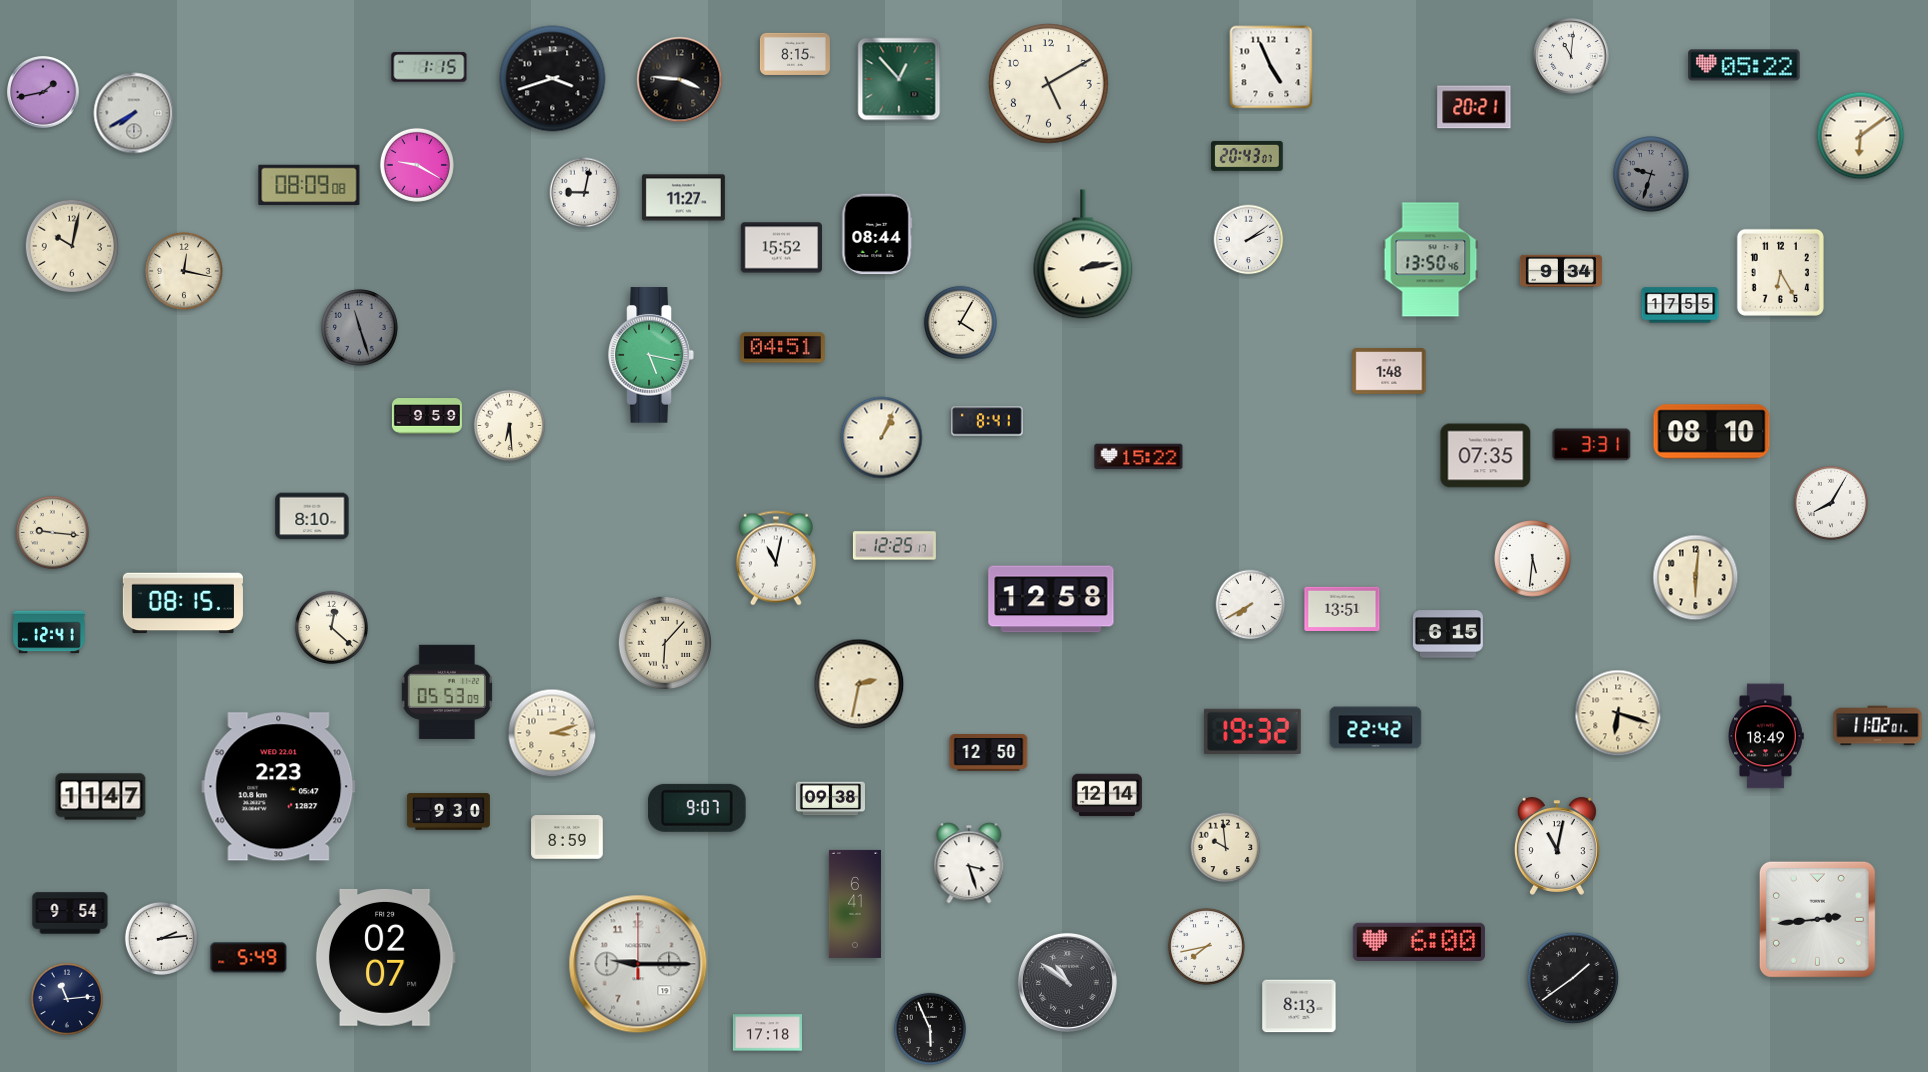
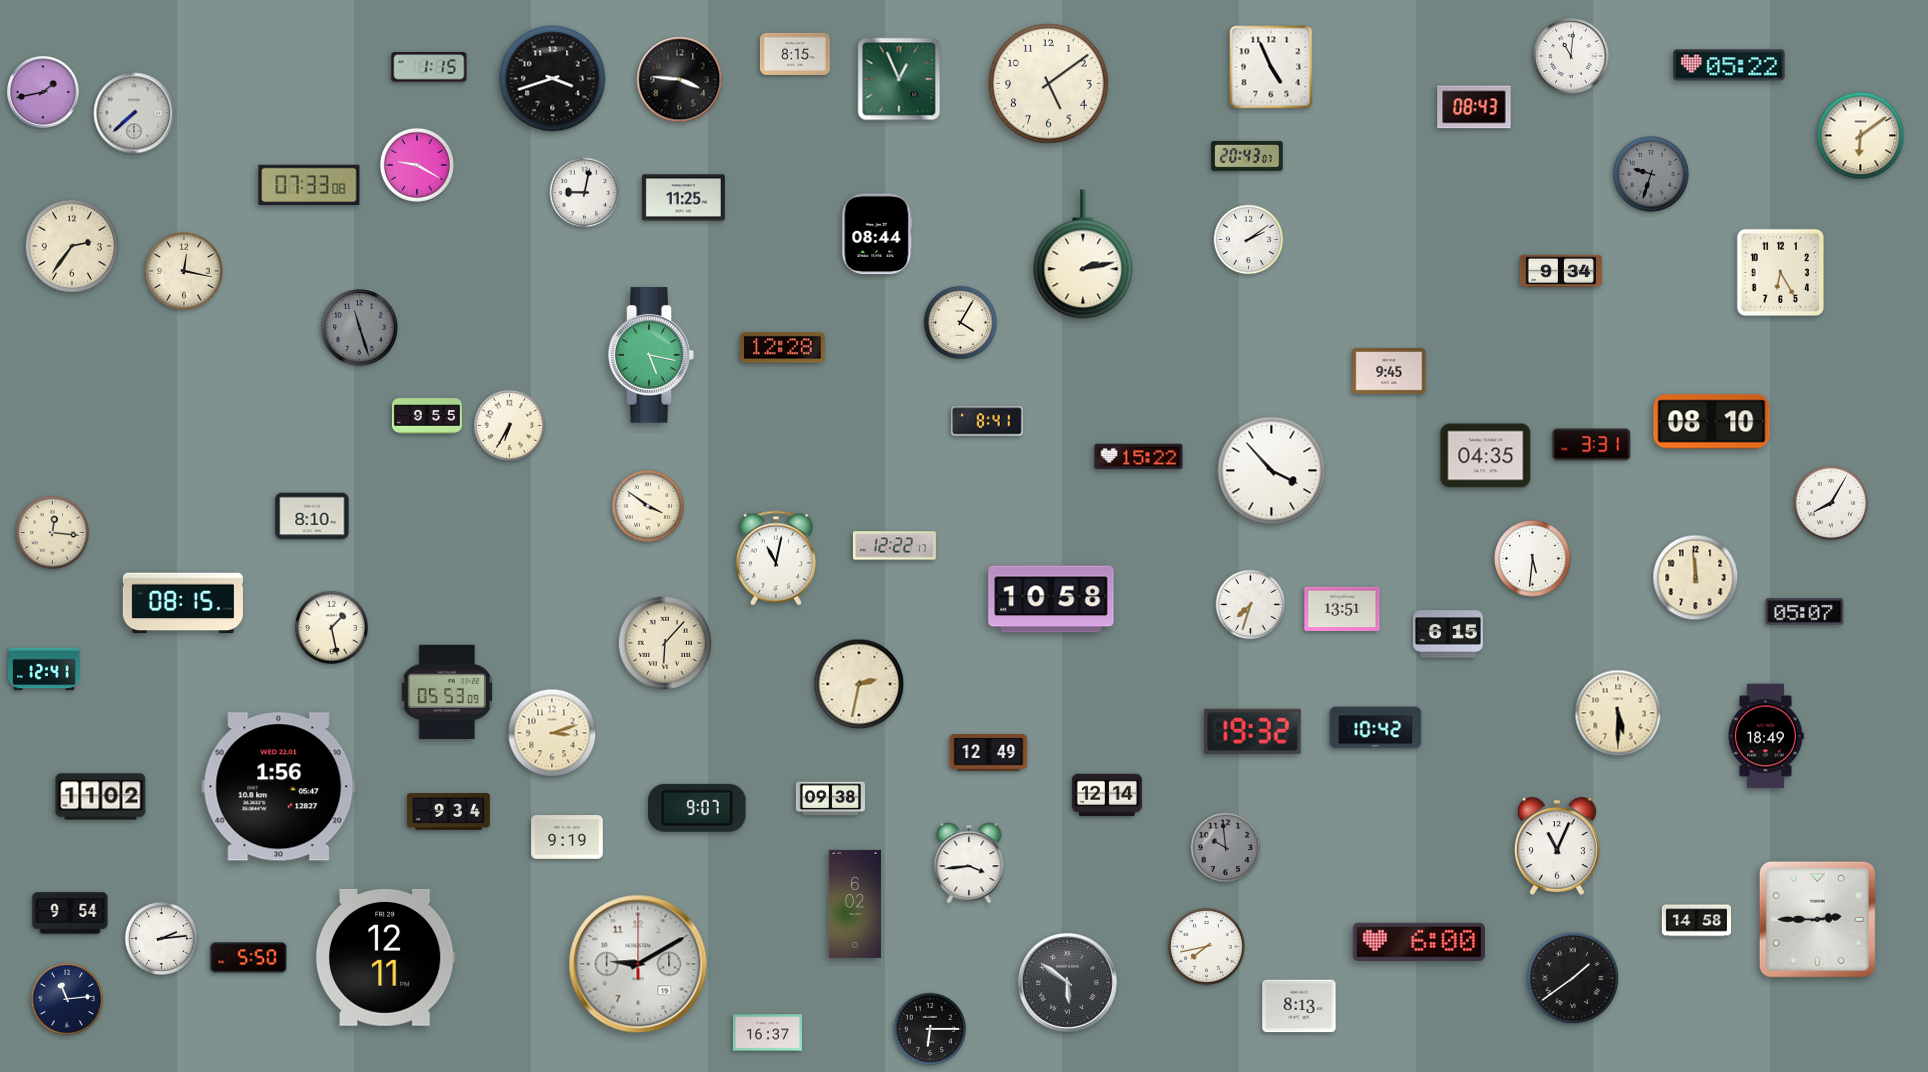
clock at (1744, 65) position: (1744, 65) -> (1729, 65)
clock at (899, 79): 12:53 -> 12:56
clock at (1049, 84): 5:10 -> 5:09
clock at (1474, 107): 20:21 -> 08:43
clock at (134, 113): 7:40 -> 7:38
clock at (309, 185): 08:09 -> 07:33
clock at (683, 198): 11:27 -> 11:25
clock at (71, 245): 10:02 -> 2:36
clock at (781, 248): 15:52 -> none
clock at (1431, 260): 13:50 -> none
clock at (1680, 305): 17:55 -> none
clock at (783, 348): 04:51 -> 12:28
clock at (1389, 371): 1:48 -> 9:45
clock at (427, 416): 9:59 -> 9:55
clock at (510, 426): 6:29 -> 6:35
clock at (1712, 432) position: (1712, 432) -> (1712, 422)
clock at (882, 438): 1:04 -> none
clock at (1486, 456): 07:35 -> 04:35
clock at (1272, 471): none -> 3:53
clock at (647, 505): none -> 3:51
clock at (52, 532): 9:16 -> 12:16
clock at (894, 546): 12:25 -> 12:22
clock at (1696, 578): 6:01 -> 11:59
clock at (1051, 599): 12:58 -> 10:58
clock at (1251, 605): 7:40 -> 7:33
clock at (1805, 612): none -> 05:07
clock at (331, 627): 12:22 -> 1:28
clock at (49, 632) position: (49, 632) -> (44, 669)
clock at (1618, 713): 6:18 -> 5:30
clock at (1878, 726): 11:02 -> none
clock at (1376, 728): 22:42 -> 10:42
clock at (989, 753): 12:50 -> 12:49
clock at (279, 787): 2:23 -> 1:56
clock at (101, 797): 11:47 -> 11:02
clock at (448, 812): 9:30 -> 9:34
clock at (567, 837): 8:59 -> 9:19
clock at (1557, 846): 11:02 -> 11:04
clock at (1226, 848) dial: cream -> grey
clock at (969, 863): 3:27 -> 3:44
clock at (855, 904): 6:41 -> 6:02
clock at (1817, 919): 2:44 -> 2:45
clock at (1696, 921): none -> 14:58
clock at (249, 958): 5:49 -> 5:50
clock at (385, 958): 02:07 -> 12:11
clock at (638, 964): 9:15 -> 9:10
clock at (1067, 982): 10:51 -> 5:51
clock at (929, 1028): 5:56 -> 6:15
clock at (767, 1033): 17:18 -> 16:37
